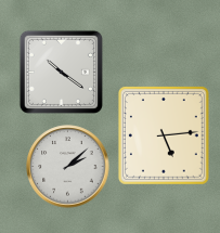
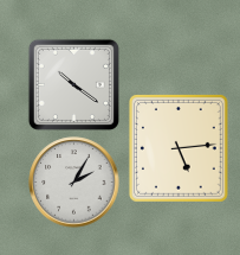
clock at (61, 72) position: (61, 72) -> (73, 84)
clock at (68, 167): 2:08 -> 2:05
